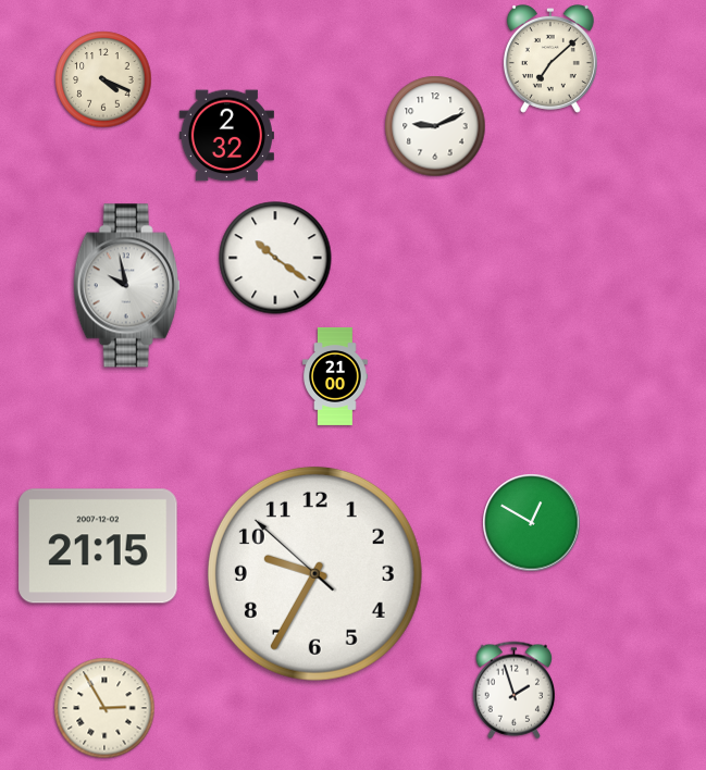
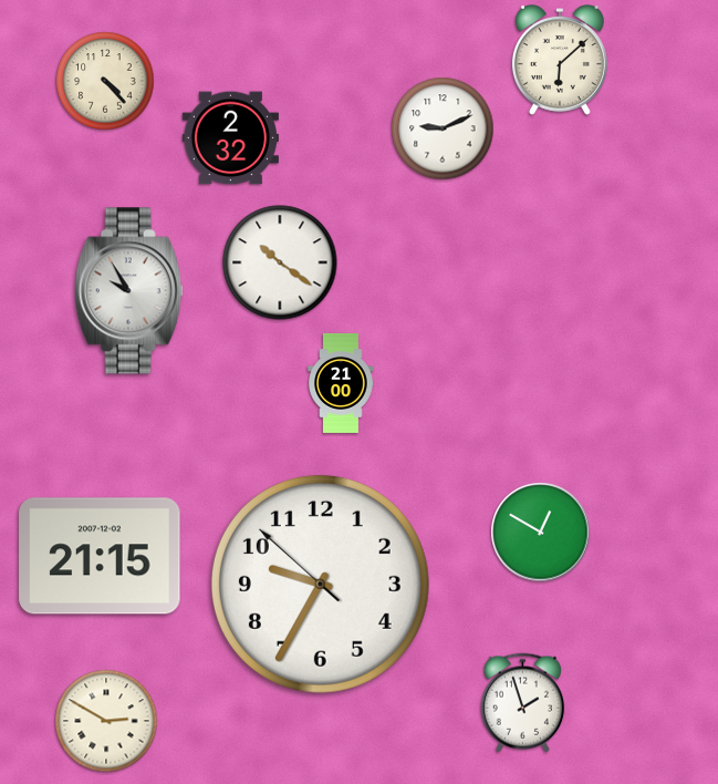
clock at (550, 60): 7:08 -> 6:08
clock at (103, 79): 4:19 -> 4:23
clock at (126, 286): 9:58 -> 9:55
clock at (104, 708): 2:55 -> 2:50
